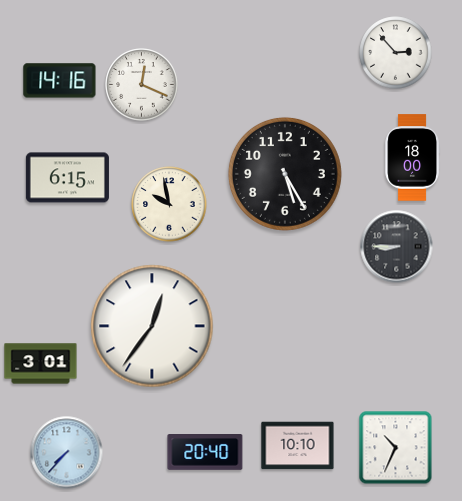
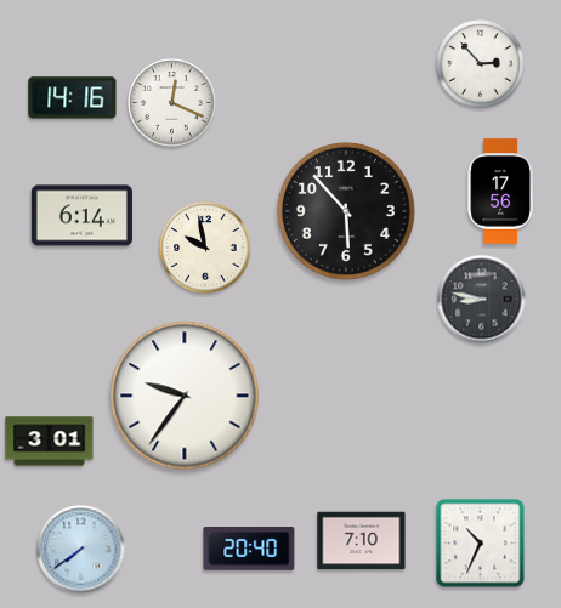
clock at (412, 158): 18:00 -> 17:56
clock at (285, 174): 5:25 -> 5:53
clock at (67, 178): 6:15 -> 6:14
clock at (397, 247): 8:45 -> 8:47
clock at (152, 326): 12:36 -> 9:36
clock at (298, 446): 10:10 -> 7:10
clock at (67, 453): 7:37 -> 7:39
